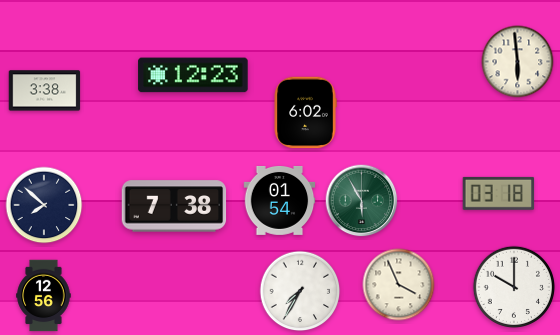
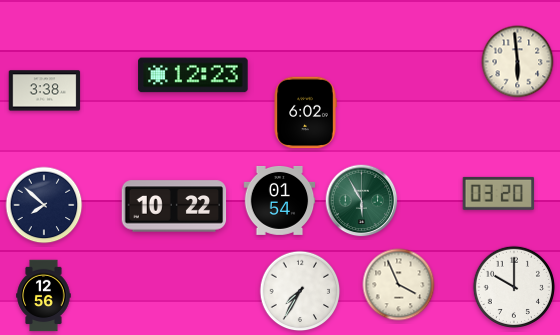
clock at (499, 193): 03:18 -> 03:20
clock at (174, 206): 7:38 -> 10:22
